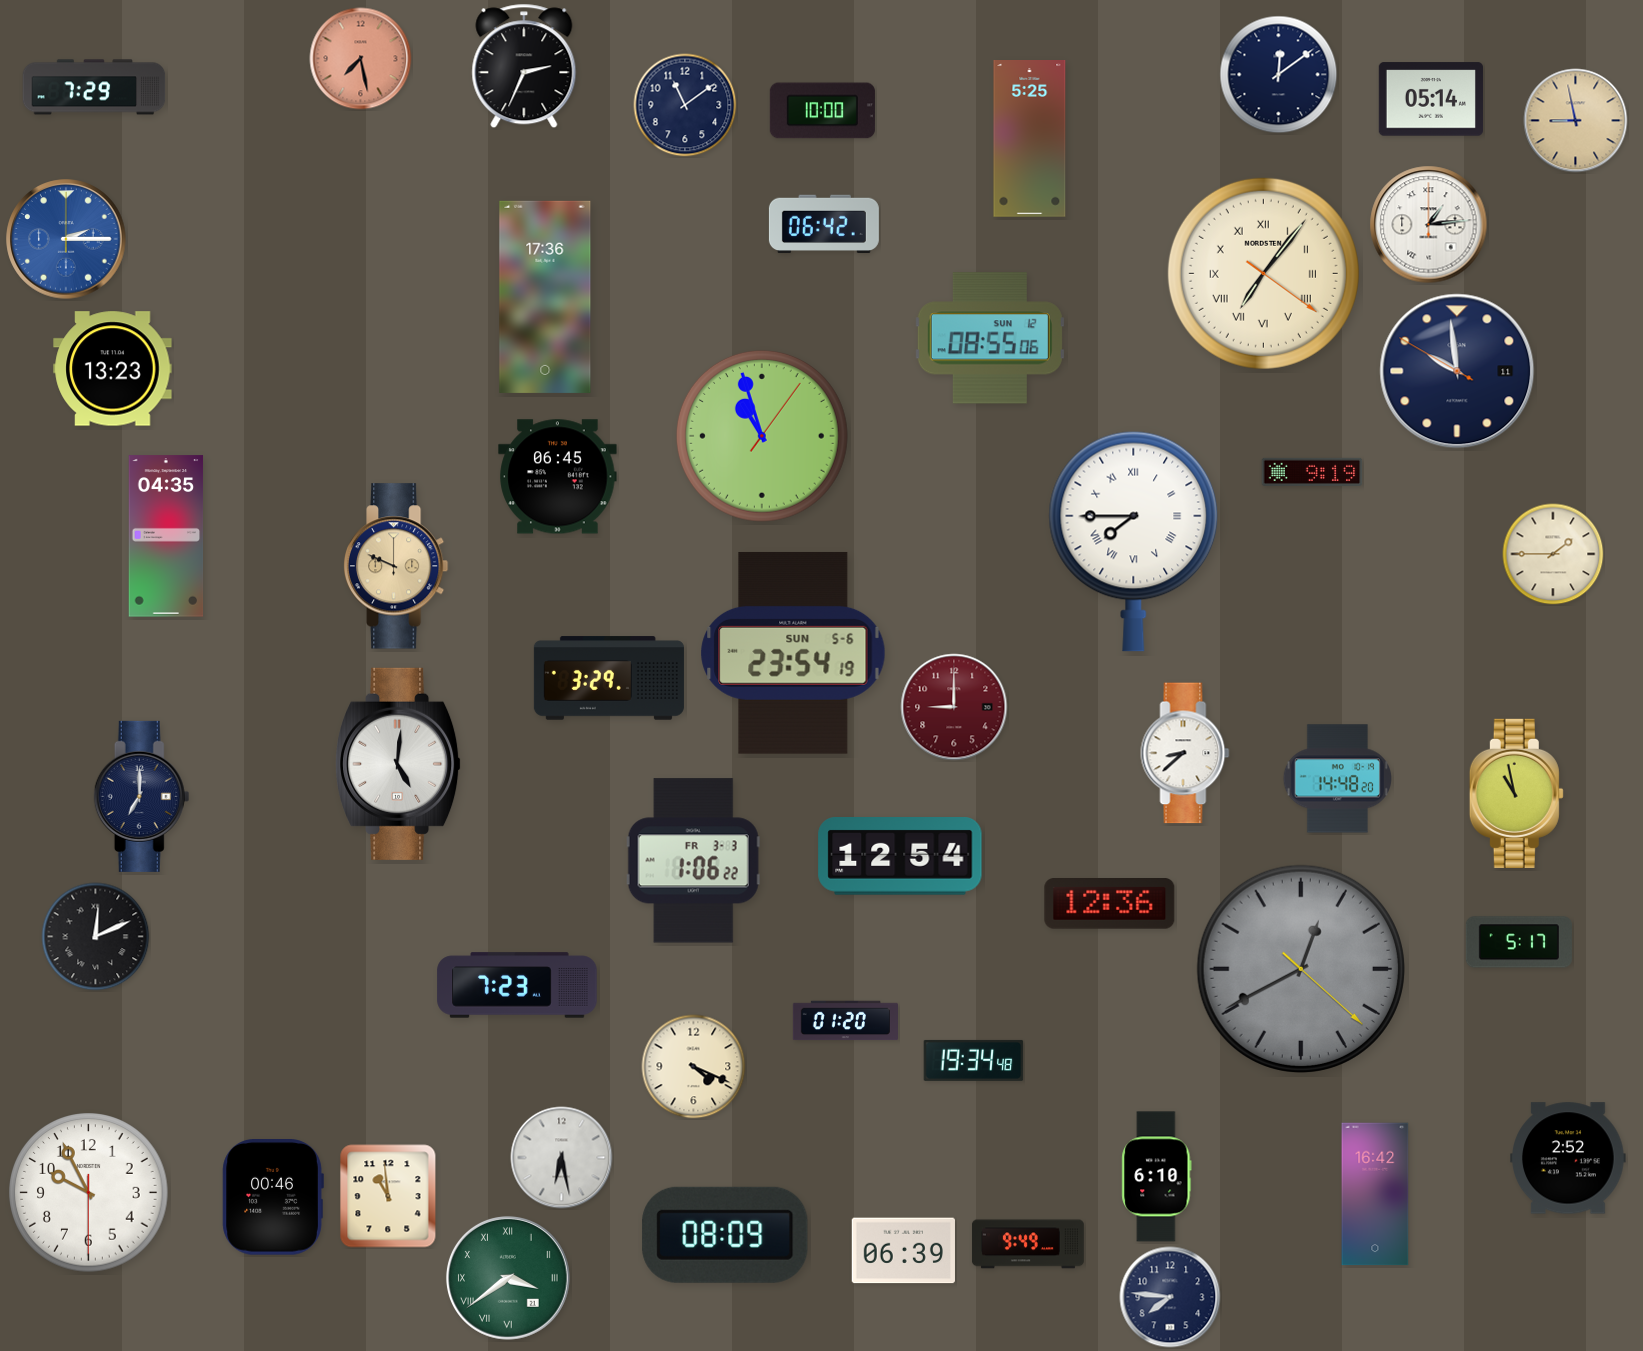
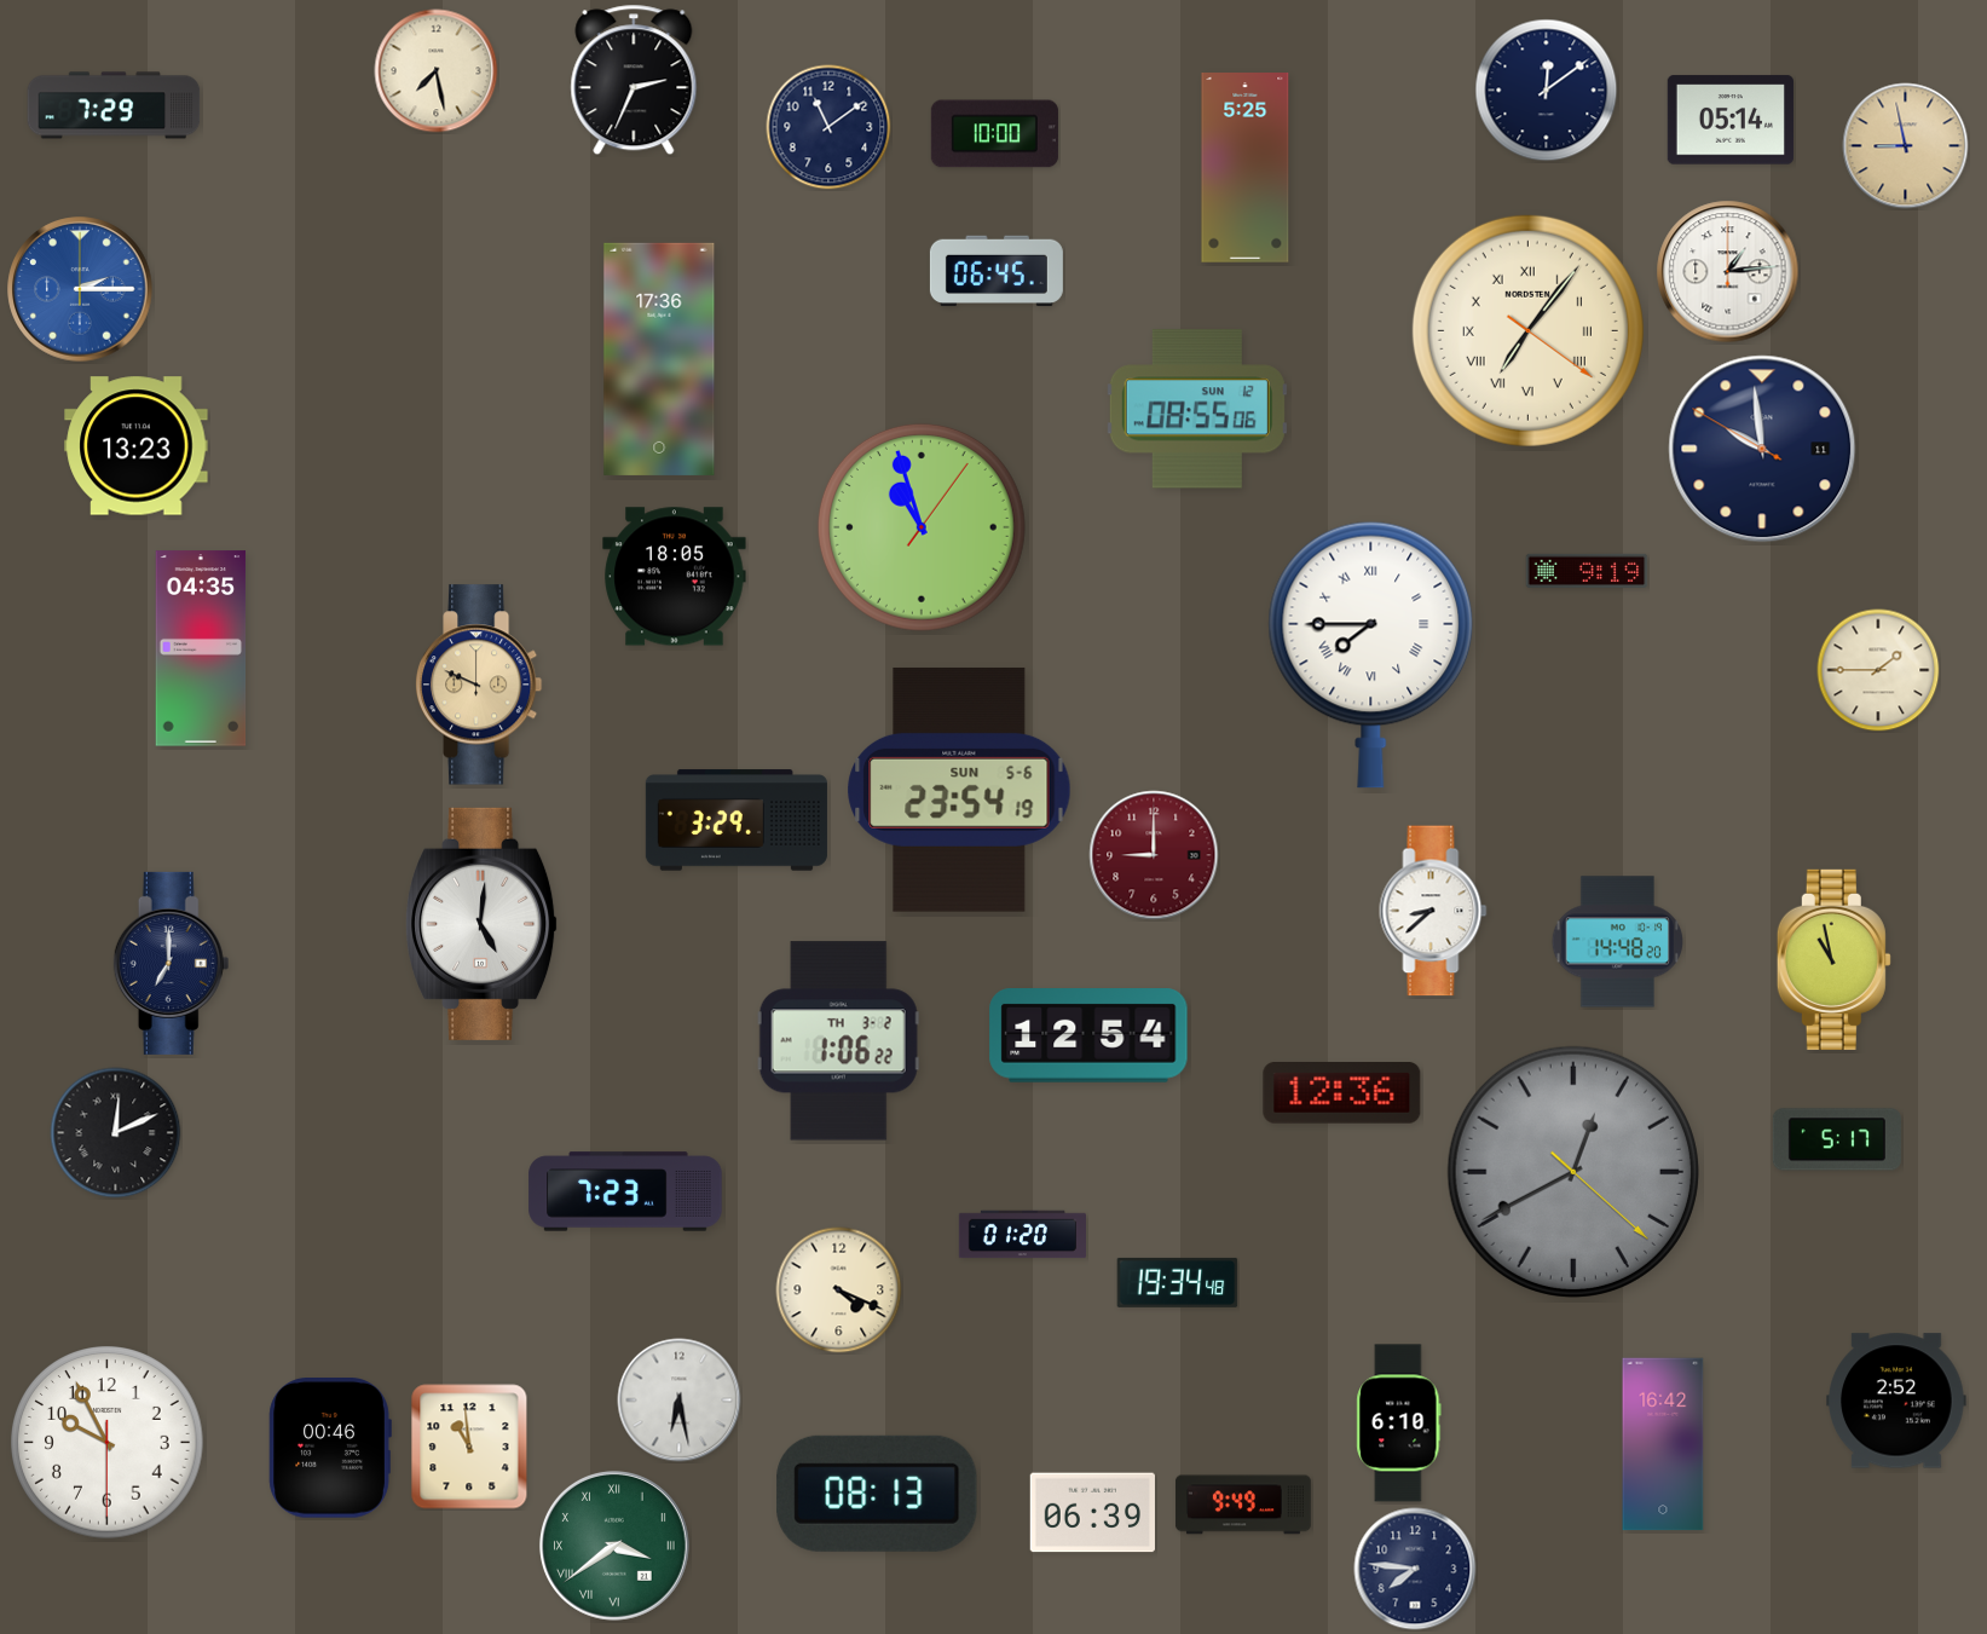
clock at (361, 59) dial: salmon -> cream
clock at (824, 224): 06:42 -> 06:45
clock at (558, 477): 06:45 -> 18:05
clock at (693, 861) date: FR 3-3 -> TH 3-2
clock at (725, 1235): 08:09 -> 08:13
